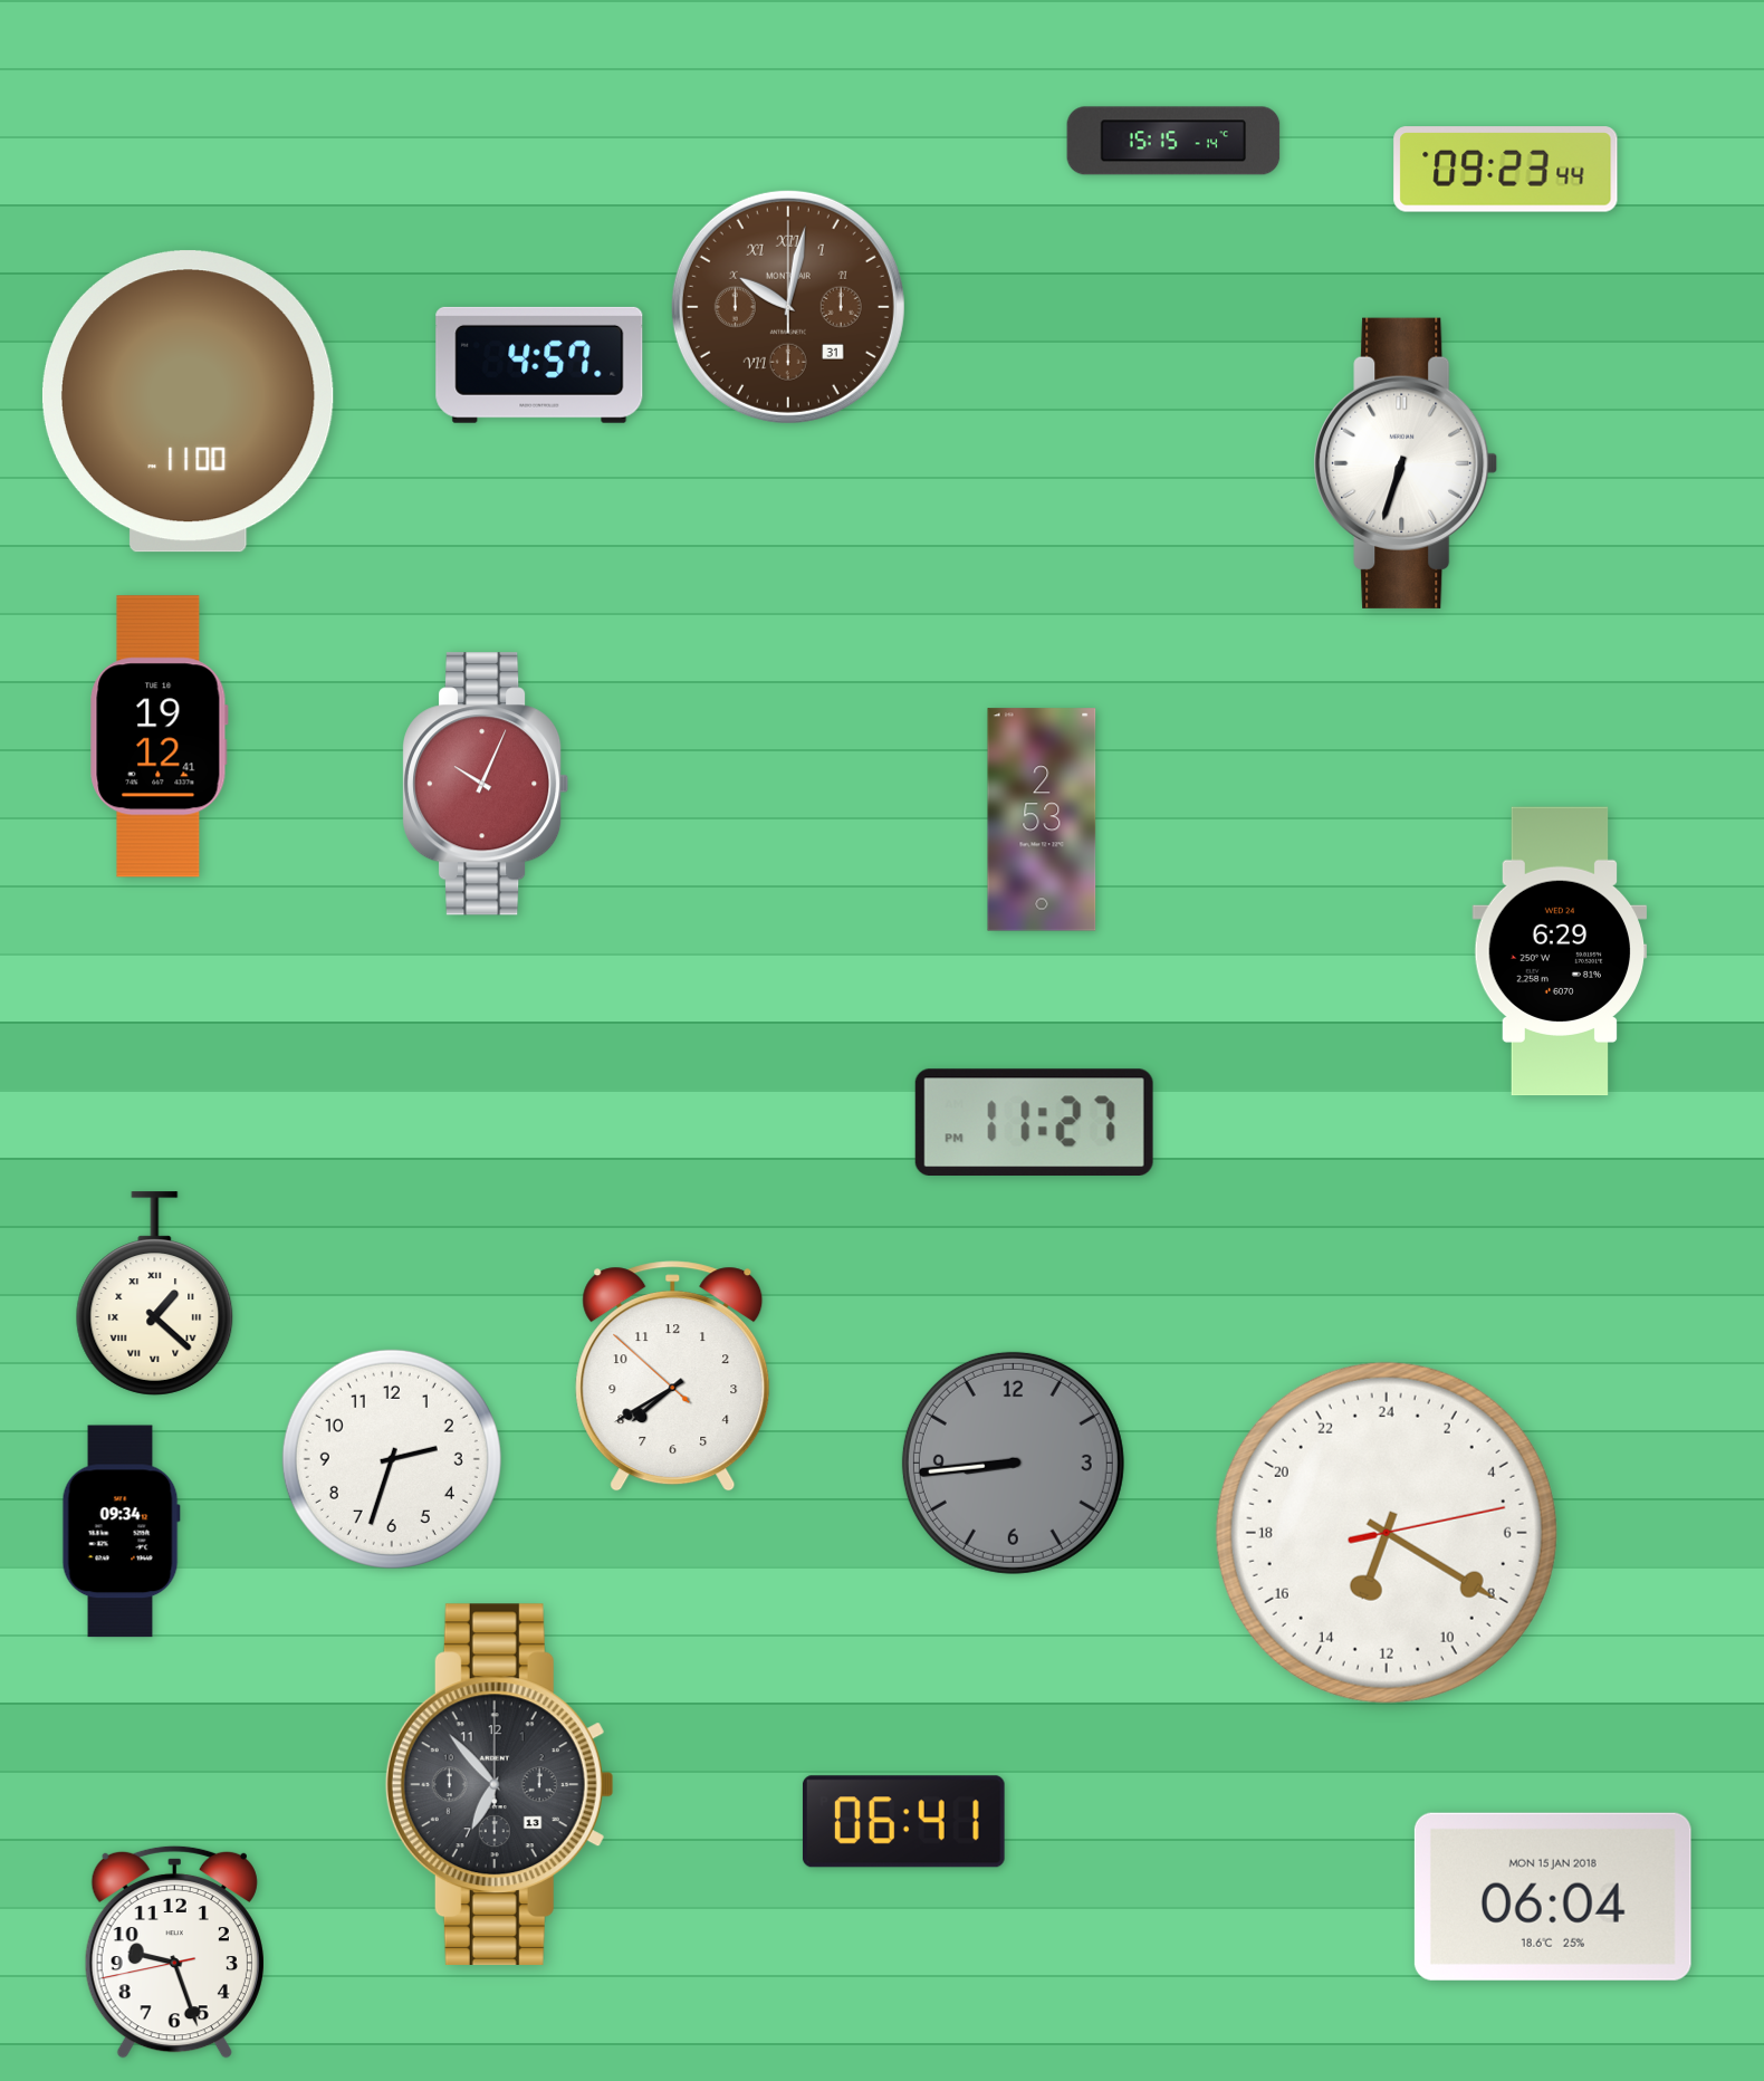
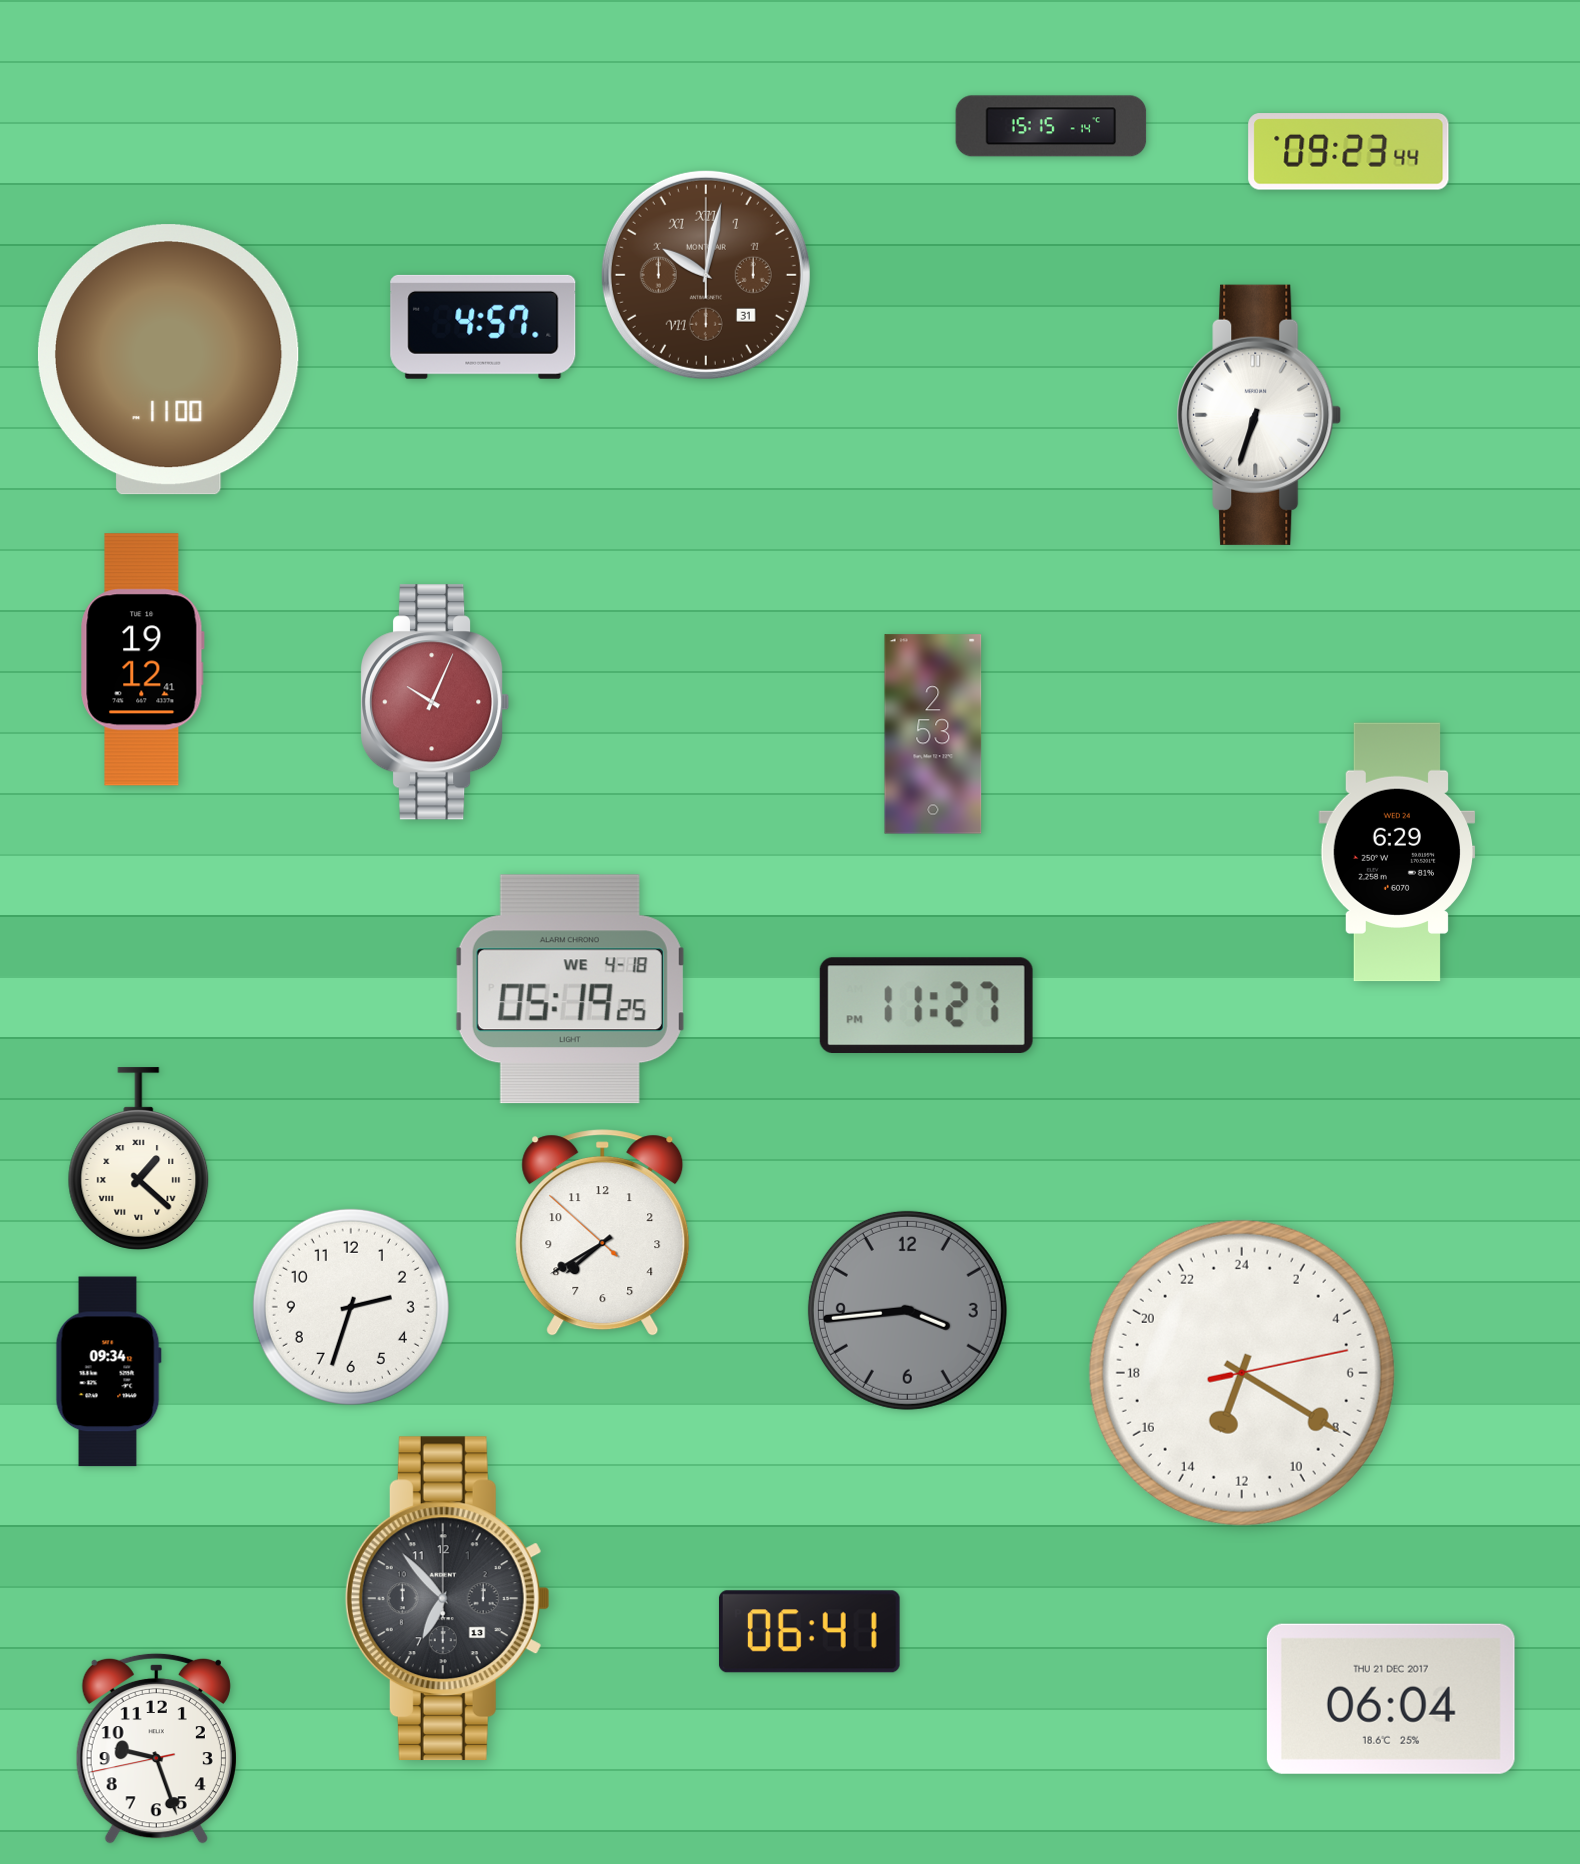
clock at (570, 989): none -> 05:19
clock at (1013, 1463): 8:44 -> 3:44
clock at (1553, 1897) date: MON 15 JAN 2018 -> THU 21 DEC 2017
